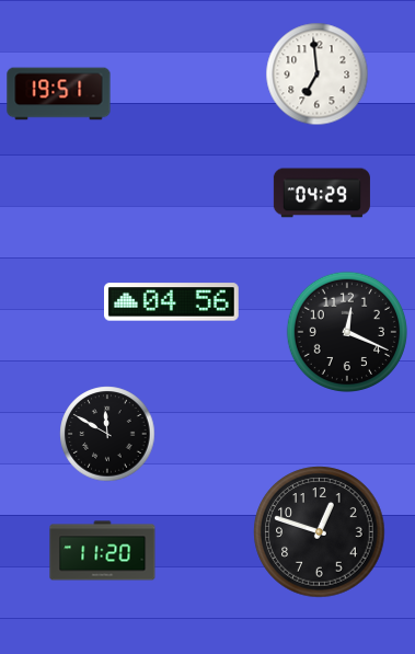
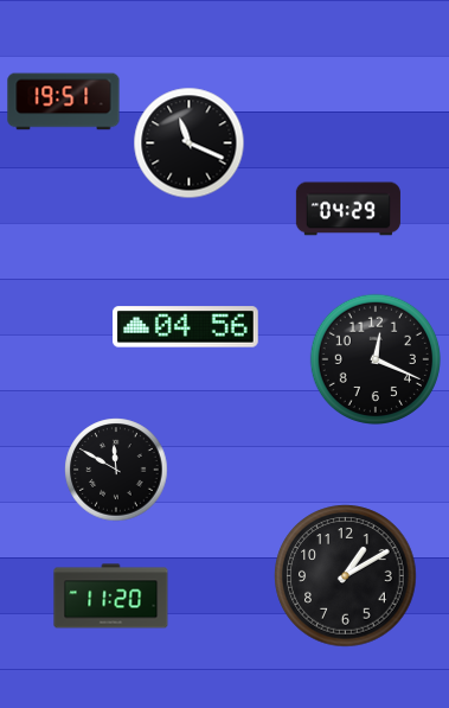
clock at (318, 74): 6:59 -> none
clock at (190, 143): none -> 11:19
clock at (320, 532): 12:48 -> 1:10
